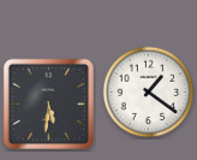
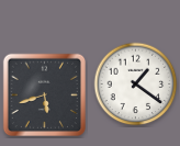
clock at (49, 105): 5:31 -> 5:42
